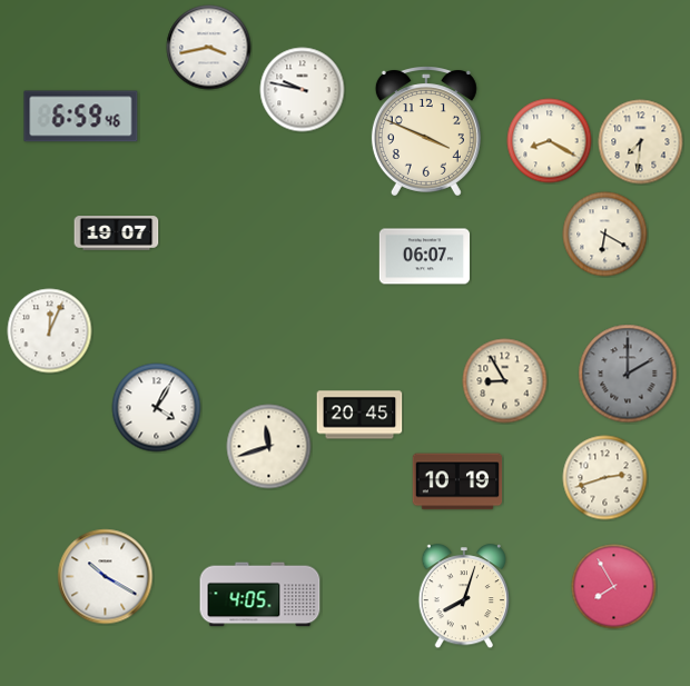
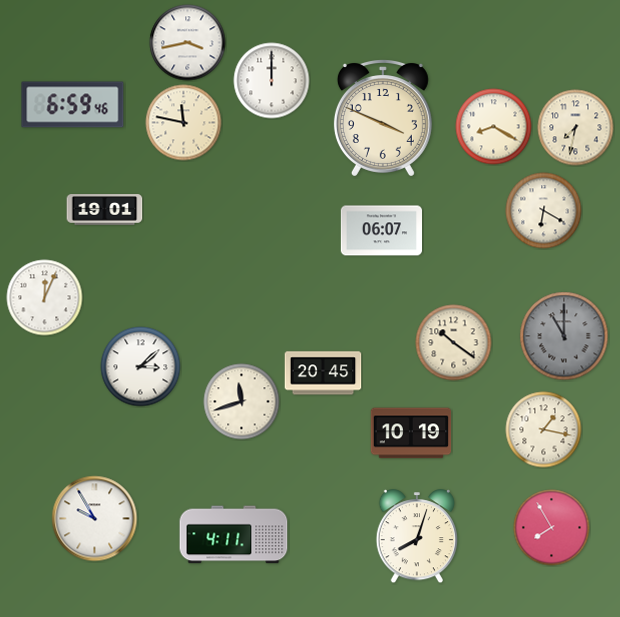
clock at (303, 90): 9:47 -> 12:00
clock at (184, 123): none -> 11:47
clock at (641, 142): 7:31 -> 7:32
clock at (117, 233): 19:07 -> 19:01
clock at (628, 374): 2:00 -> 11:00
clock at (505, 381): 8:55 -> 10:21
clock at (157, 408): 4:05 -> 3:08
clock at (605, 478): 2:42 -> 1:17
clock at (106, 577): 10:20 -> 9:55
clock at (260, 595): 4:05 -> 4:11
